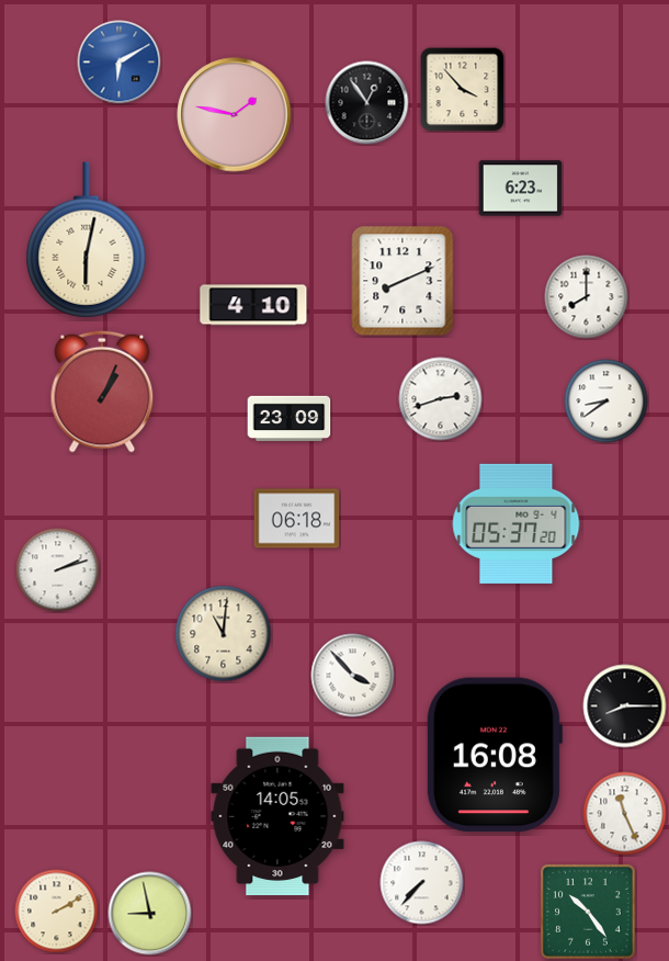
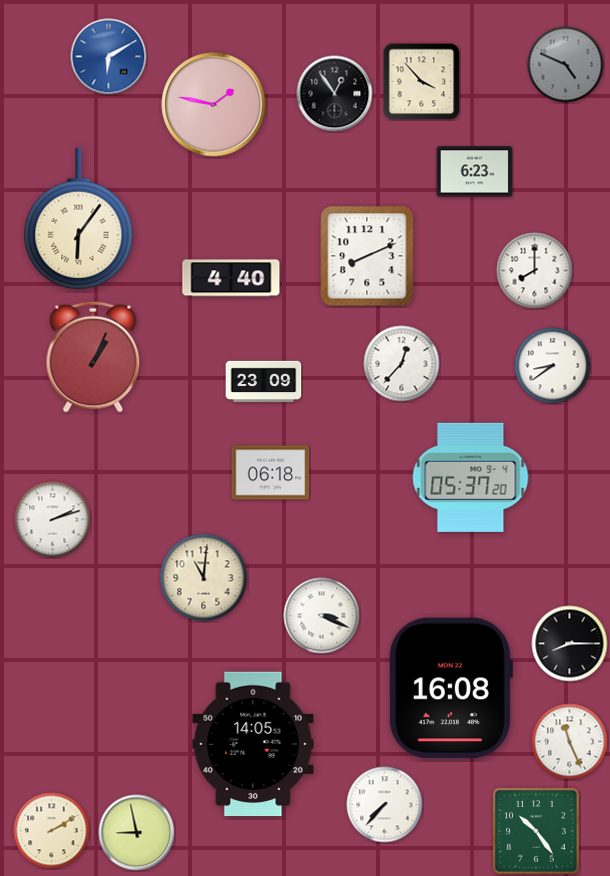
clock at (566, 65): none -> 4:49
clock at (87, 240): 6:02 -> 6:06
clock at (253, 305): 4:10 -> 4:40
clock at (441, 399): 2:42 -> 12:37
clock at (353, 676): 3:53 -> 3:19
